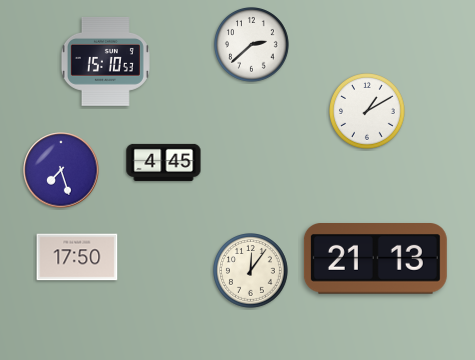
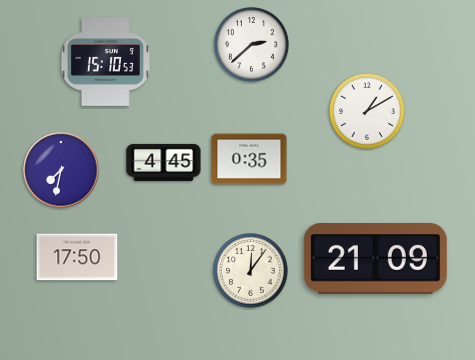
clock at (249, 159): none -> 0:35
clock at (61, 170): 7:27 -> 7:32
clock at (375, 259): 21:13 -> 21:09
